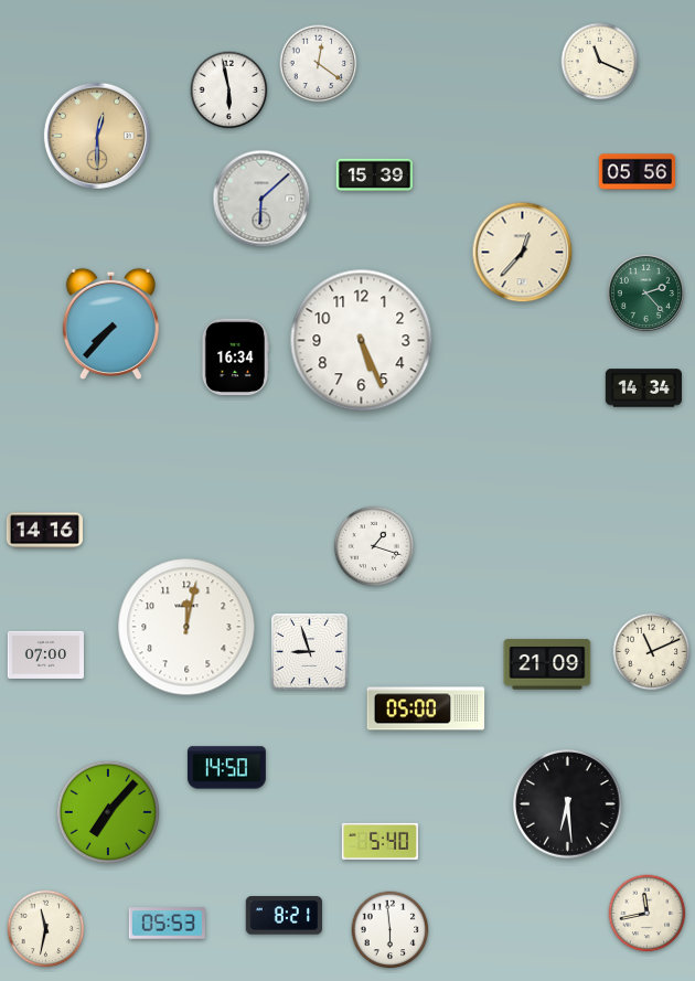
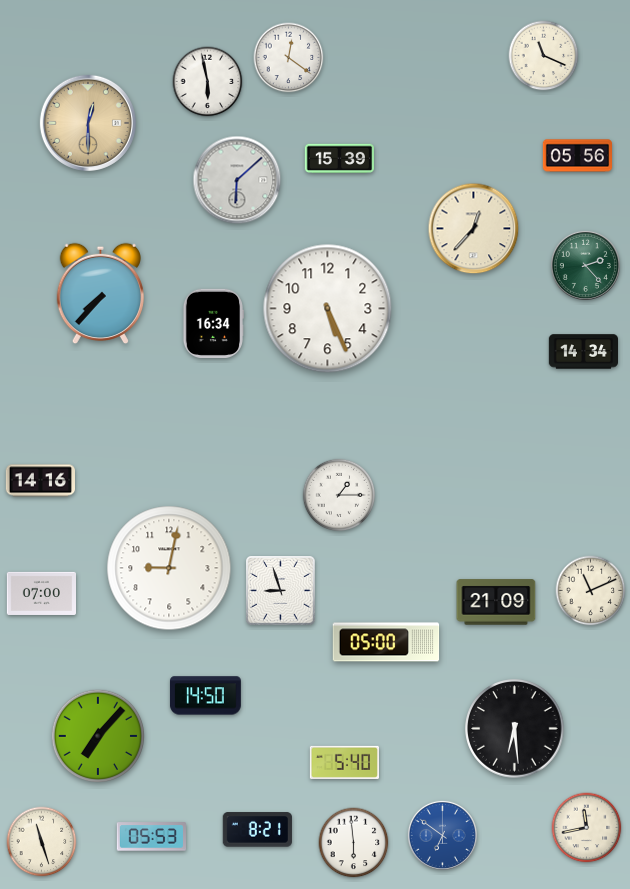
clock at (374, 546): 1:18 -> 1:15
clock at (186, 627): 12:02 -> 9:02
clock at (442, 835): none -> 6:51
clock at (46, 929): 11:32 -> 11:27
